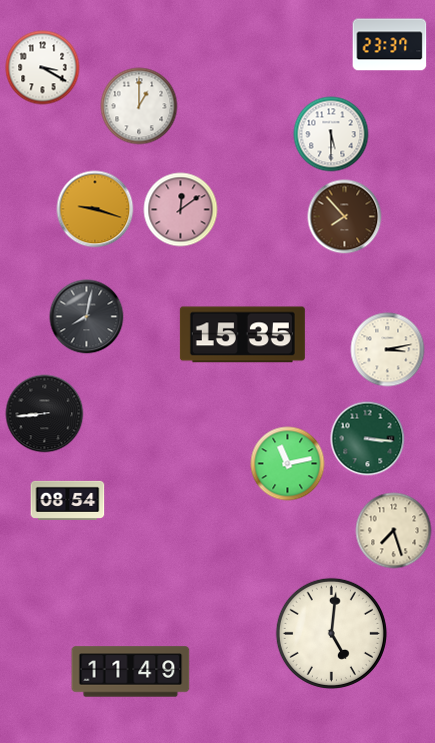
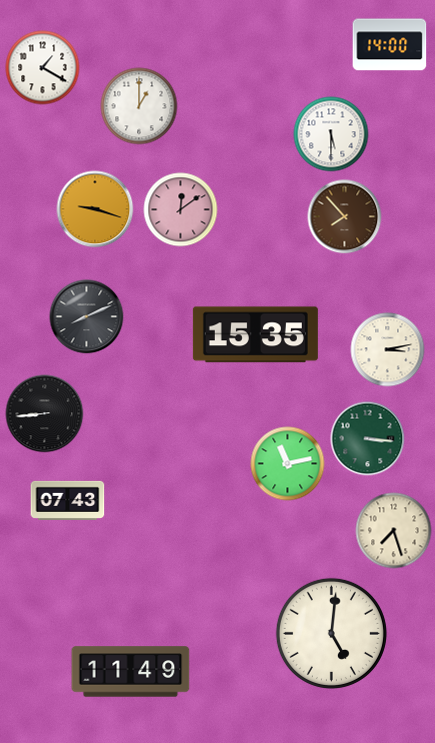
clock at (390, 45): 23:37 -> 14:00
clock at (43, 68): 3:20 -> 1:20
clock at (87, 317): 8:02 -> 8:11
clock at (242, 335) position: (242, 335) -> (255, 335)
clock at (68, 500): 08:54 -> 07:43
